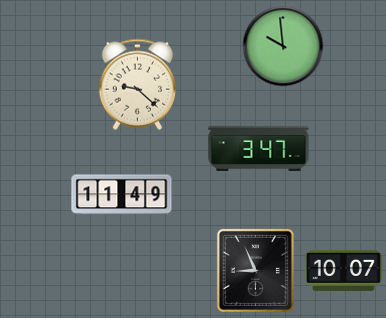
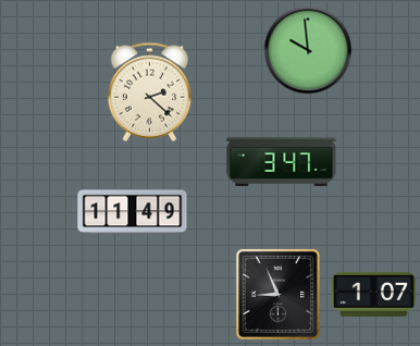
clock at (137, 84): 9:22 -> 2:22
clock at (343, 270): 10:07 -> 1:07
